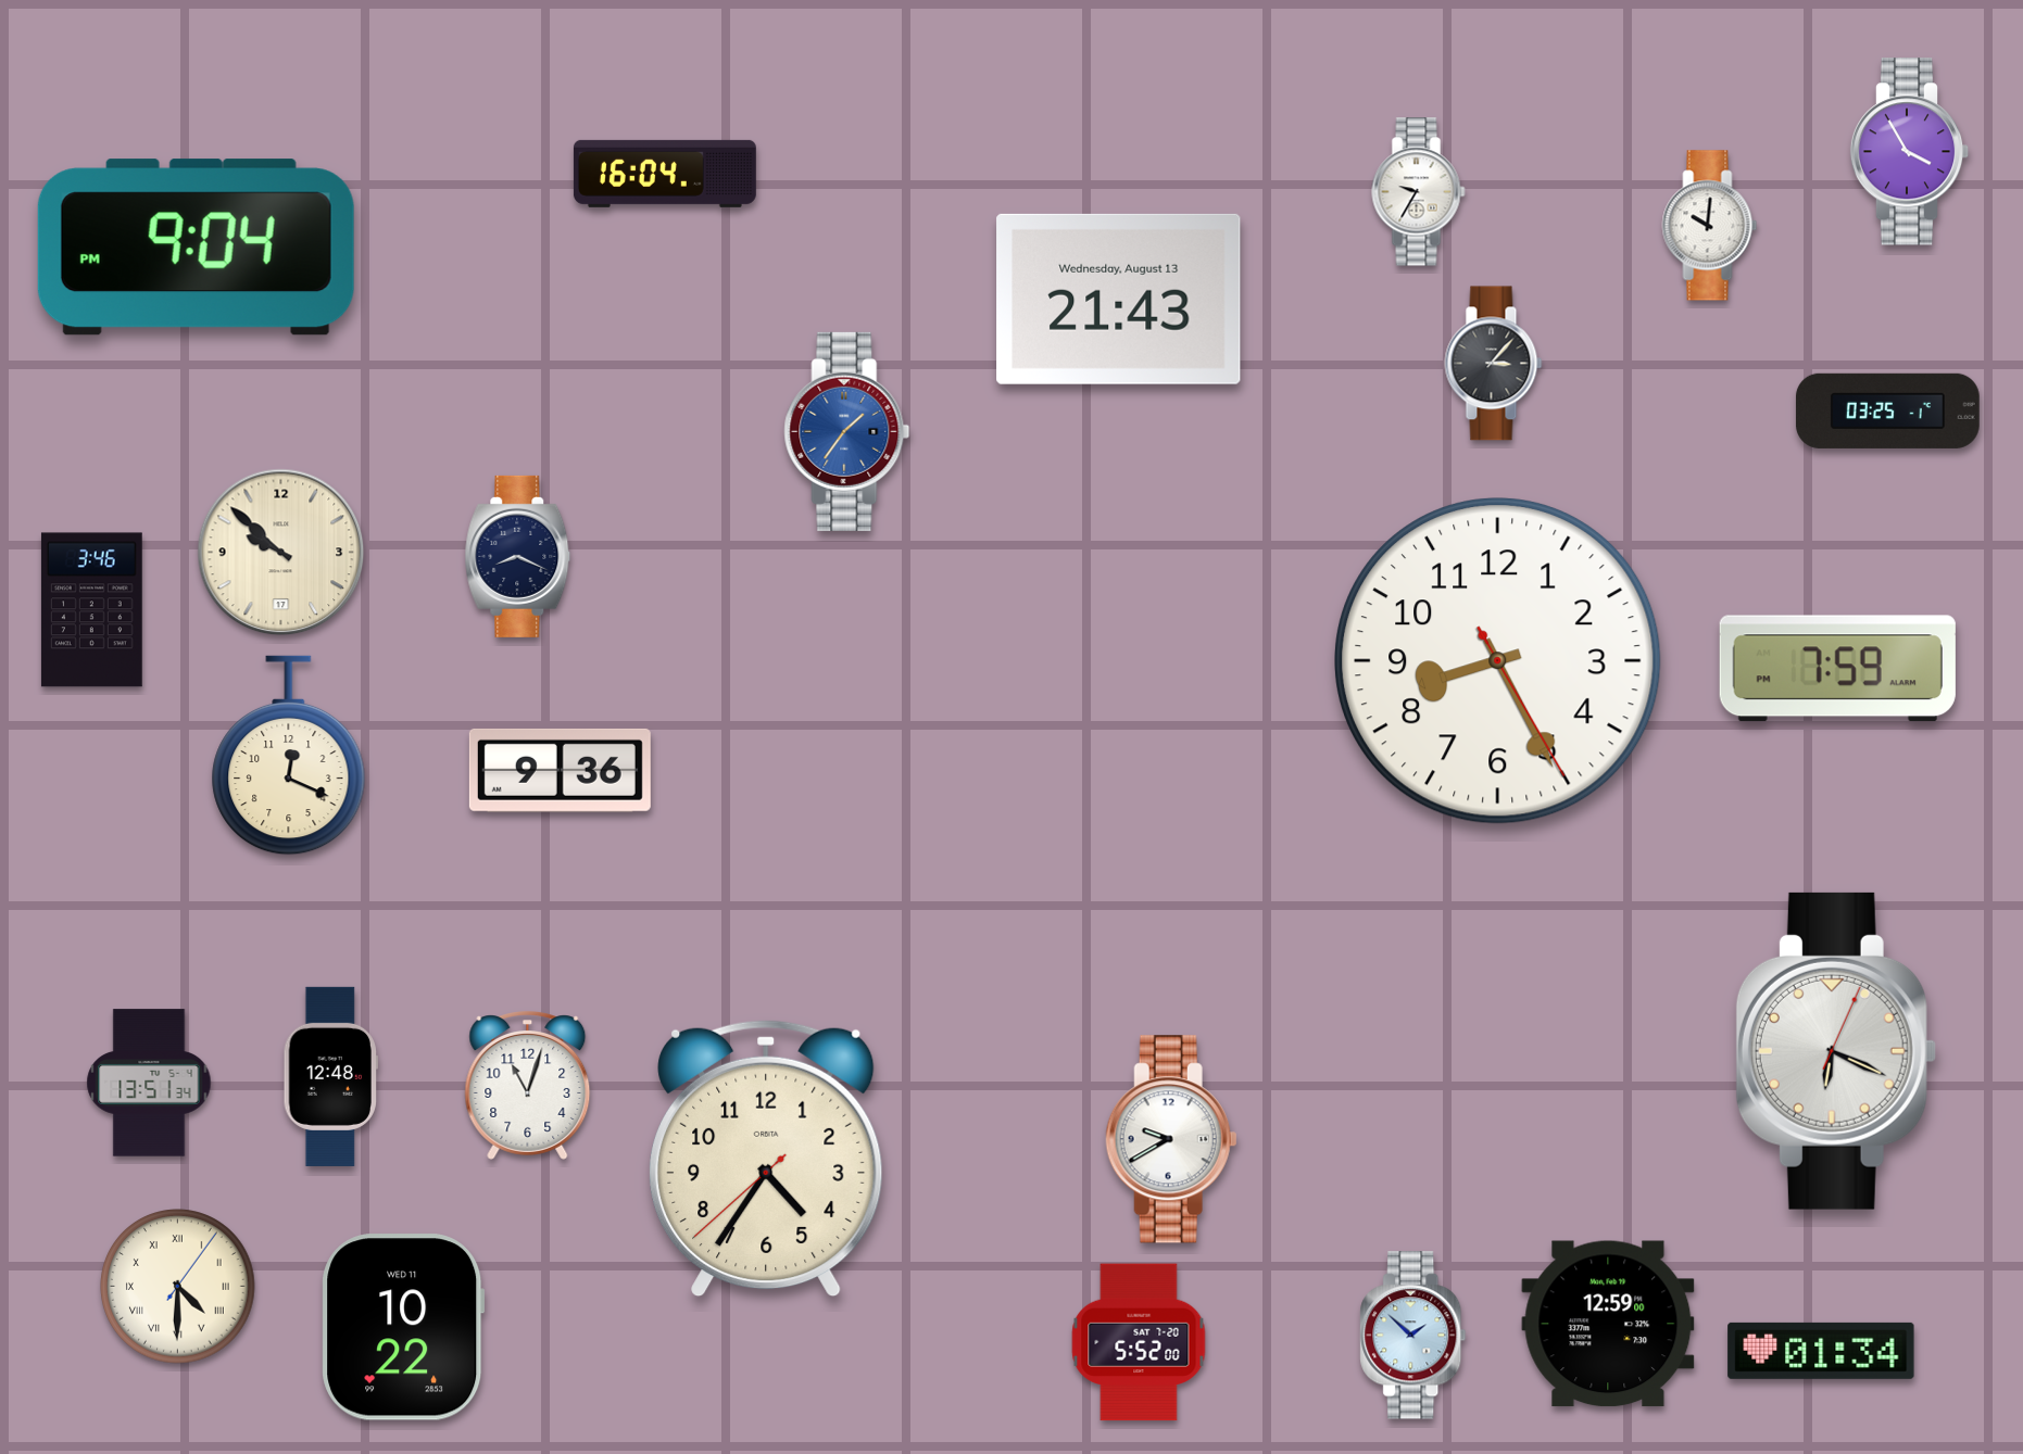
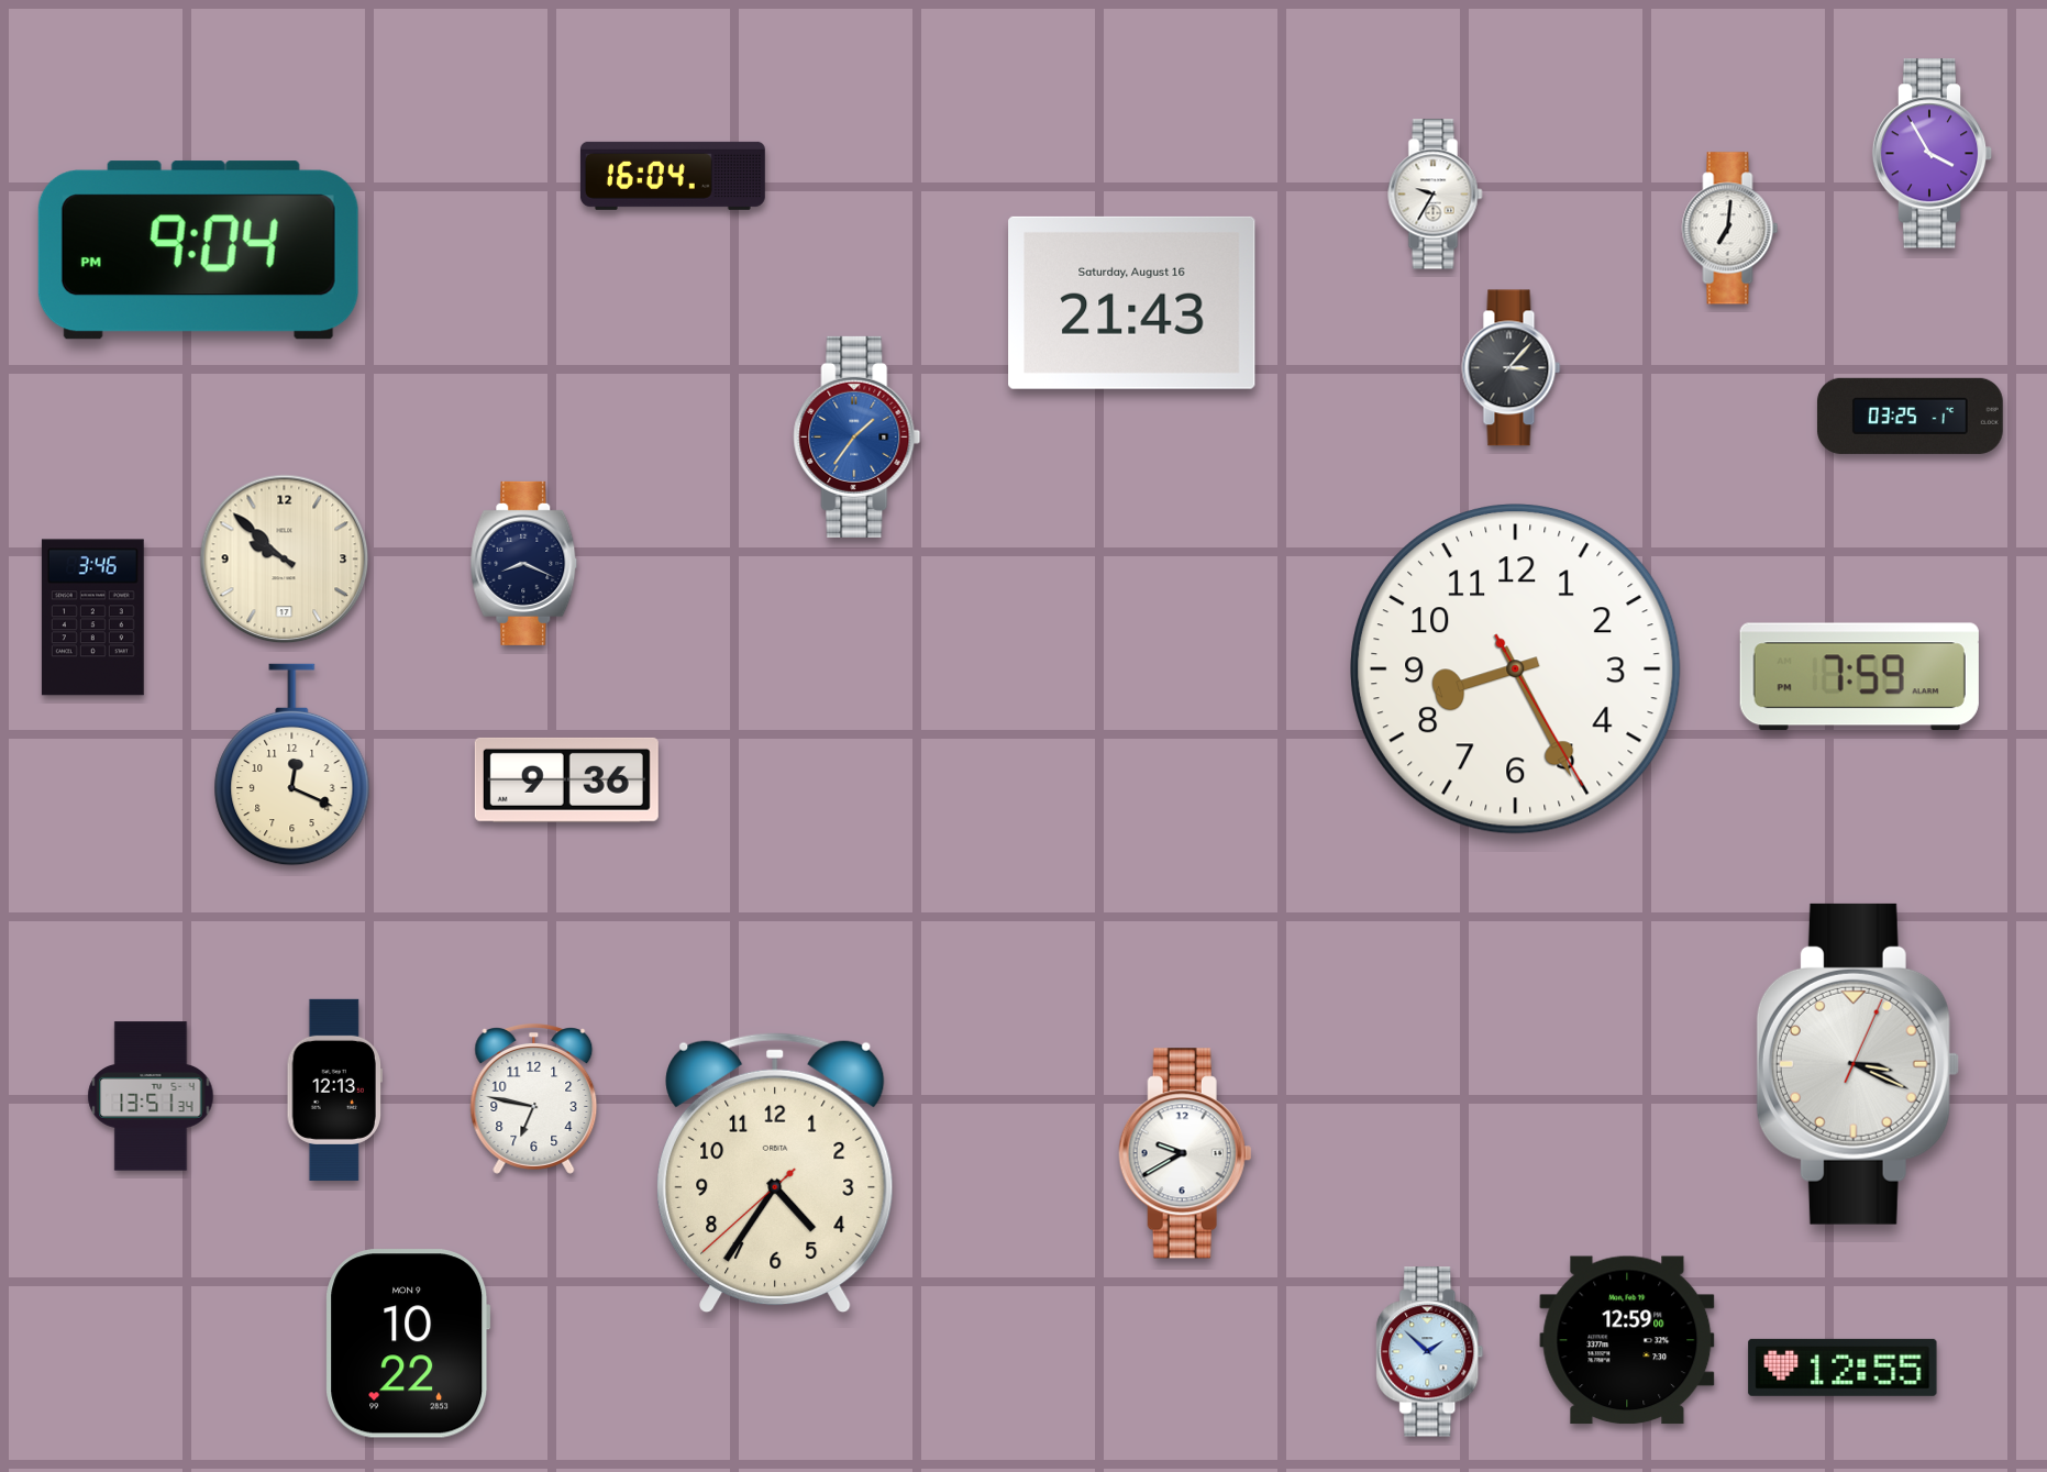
clock at (1710, 226): 10:01 -> 7:01
clock at (1119, 299) date: Wednesday, August 13 -> Saturday, August 16
clock at (1836, 1051): 6:19 -> 3:19
clock at (330, 1076): 12:48 -> 12:13
clock at (528, 1086): 11:03 -> 6:47
clock at (178, 1287): 4:30 -> none
clock at (403, 1327) date: WED 11 -> MON 9
clock at (1139, 1342): 5:52 -> none
clock at (1821, 1351): 01:34 -> 12:55
